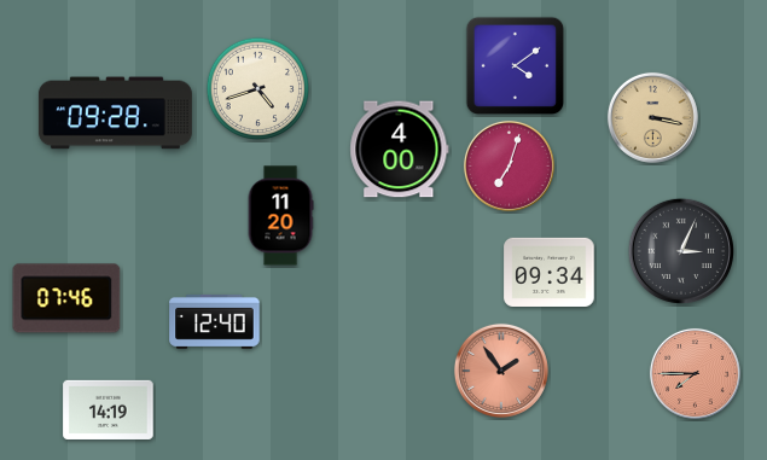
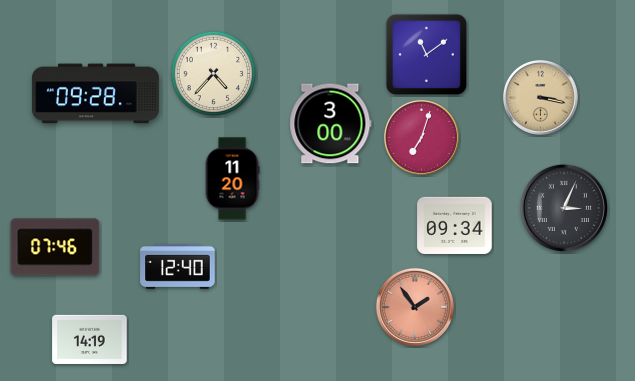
clock at (516, 66): 4:09 -> 11:09
clock at (258, 89): 4:42 -> 4:37
clock at (400, 150): 4:00 -> 3:00
clock at (695, 373): 7:45 -> none
